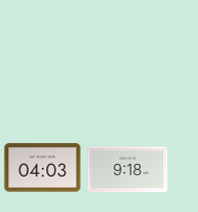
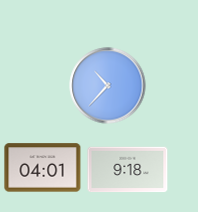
clock at (108, 86): none -> 10:37
clock at (43, 168): 04:03 -> 04:01
